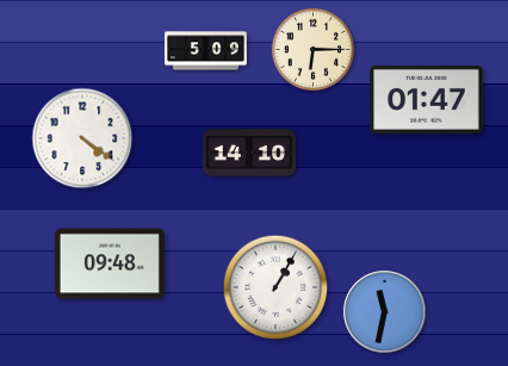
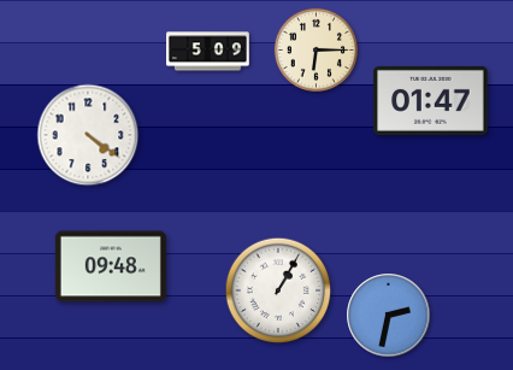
clock at (82, 138) position: (82, 138) -> (88, 135)
clock at (249, 153): 14:10 -> none
clock at (385, 312): 11:32 -> 2:32
